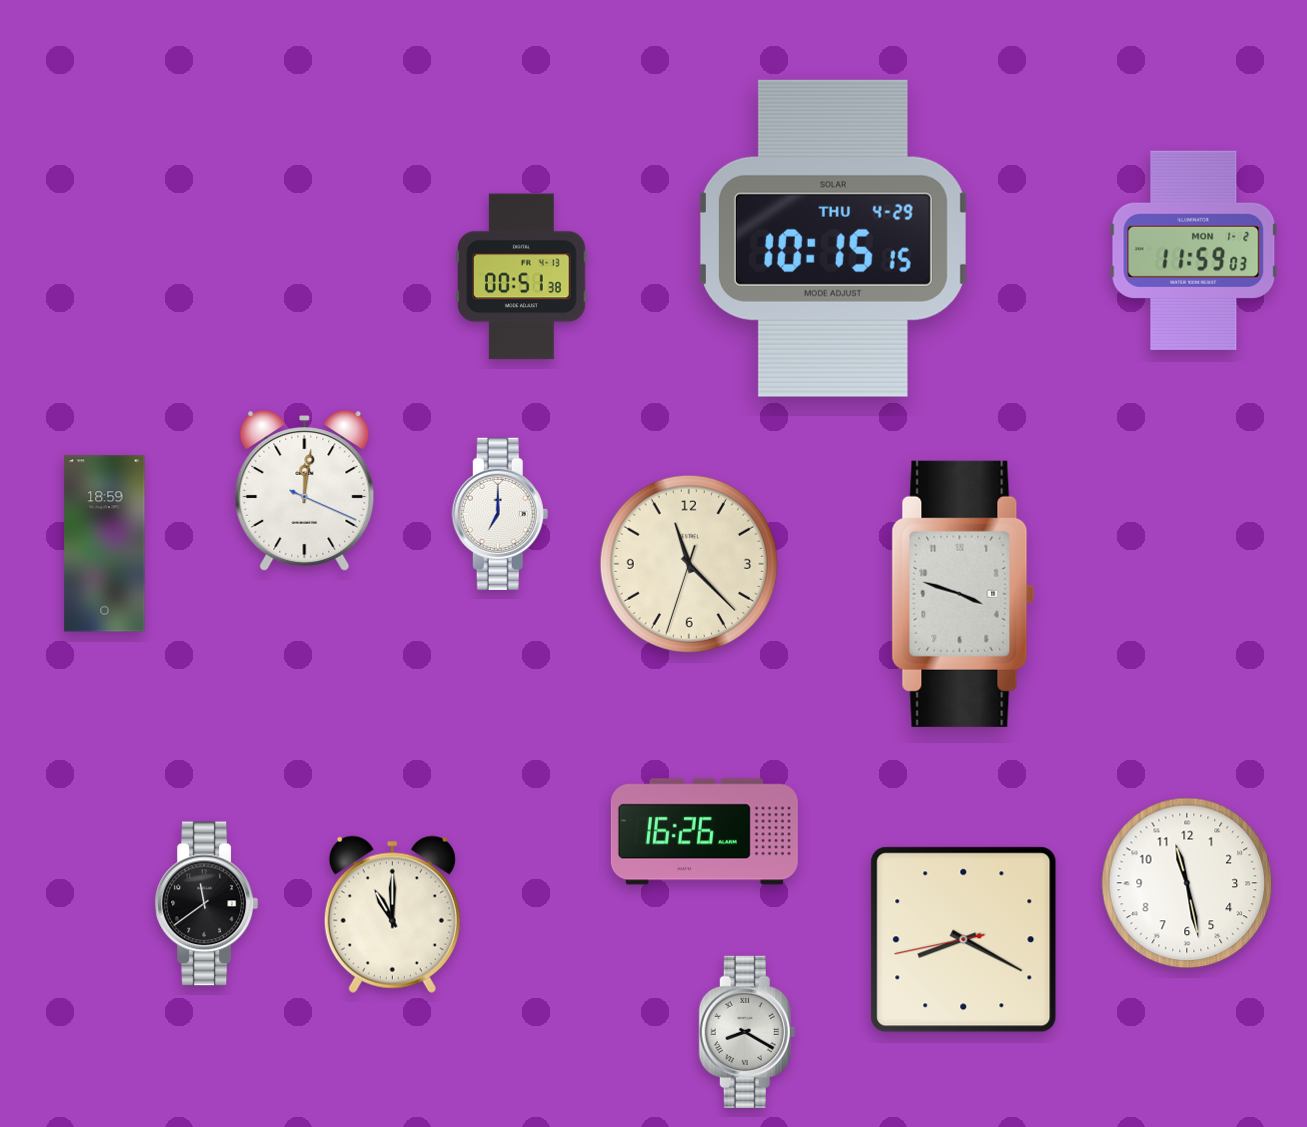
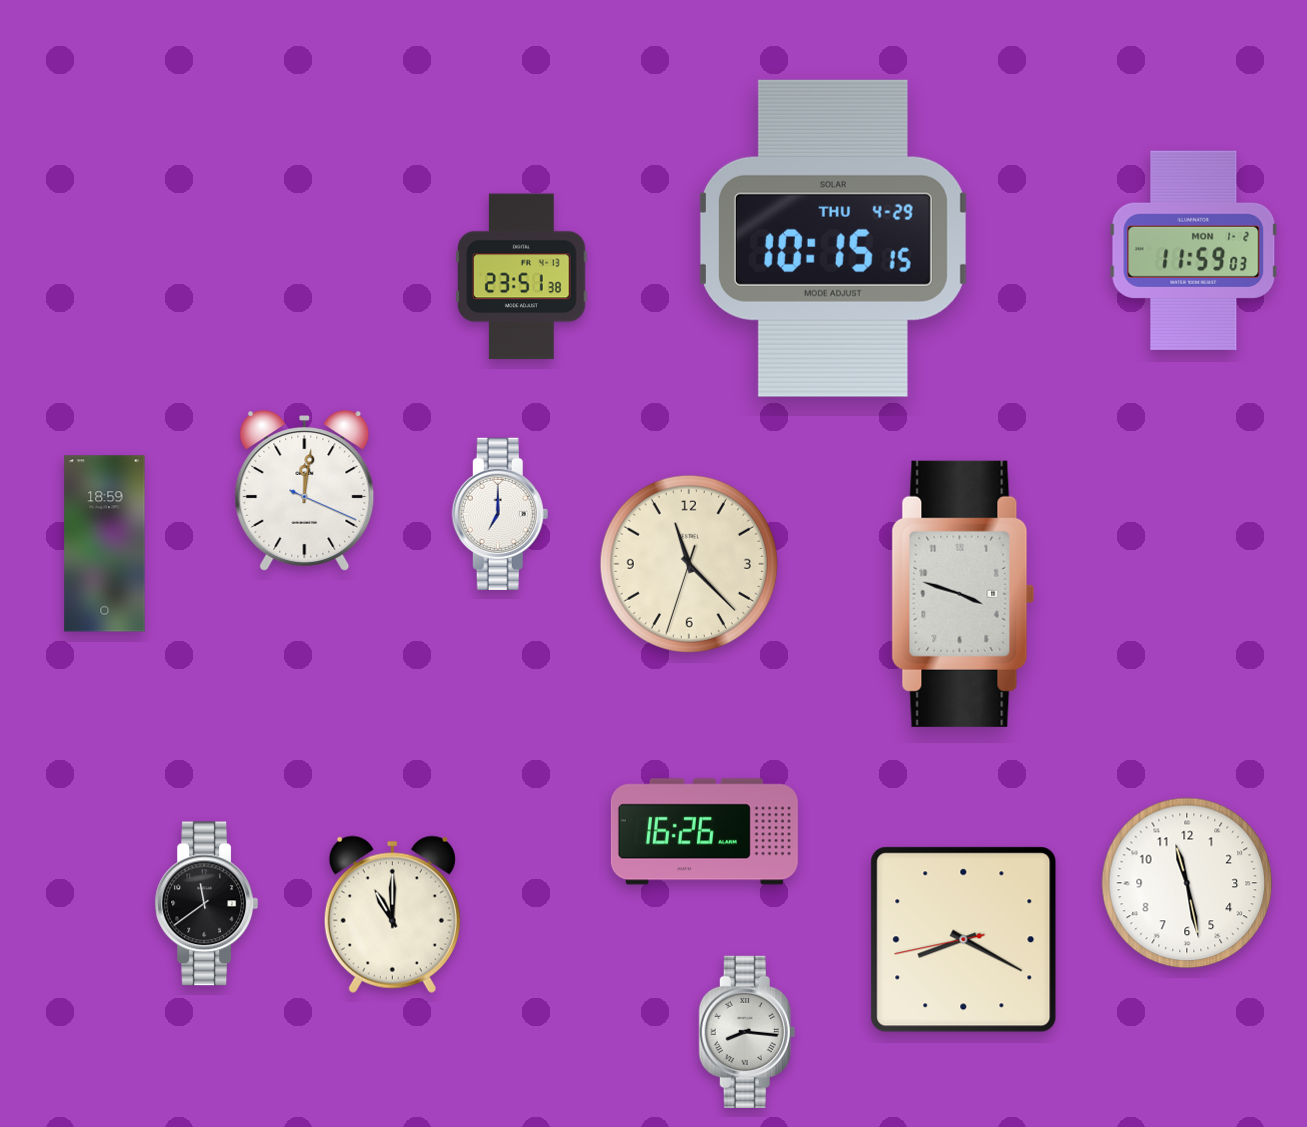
clock at (522, 277): 00:51 -> 23:51
clock at (747, 1032): 8:20 -> 8:16
